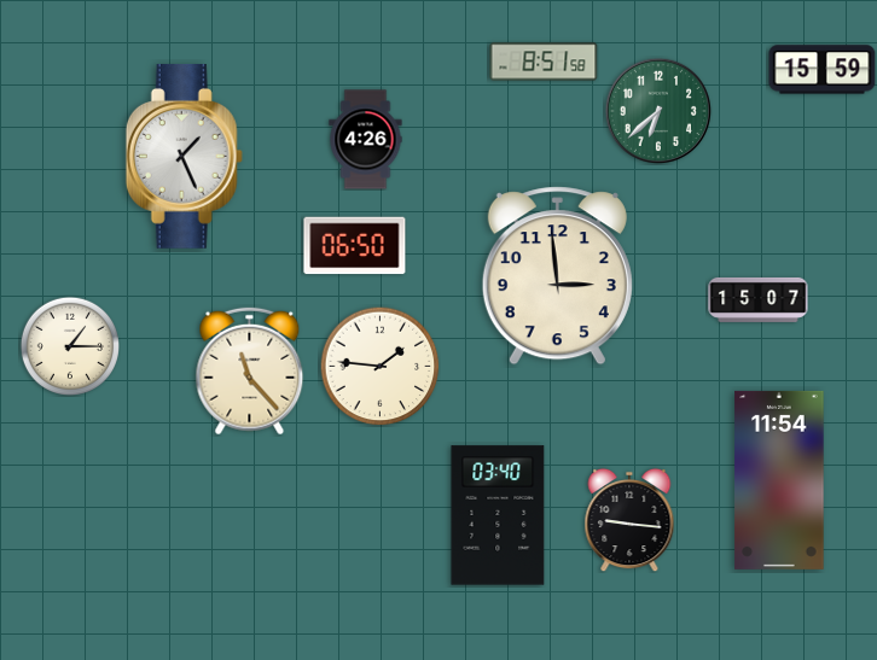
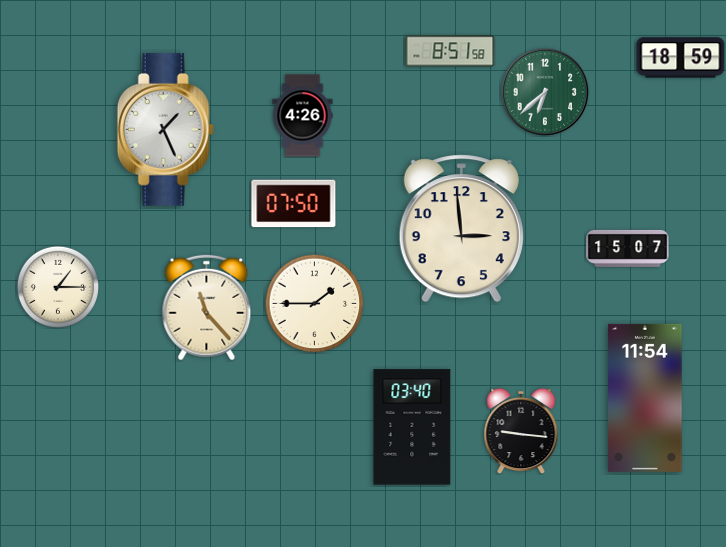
clock at (823, 70): 15:59 -> 18:59
clock at (184, 157) position: (184, 157) -> (165, 130)
clock at (355, 246): 06:50 -> 07:50
clock at (381, 367): 1:46 -> 1:45
